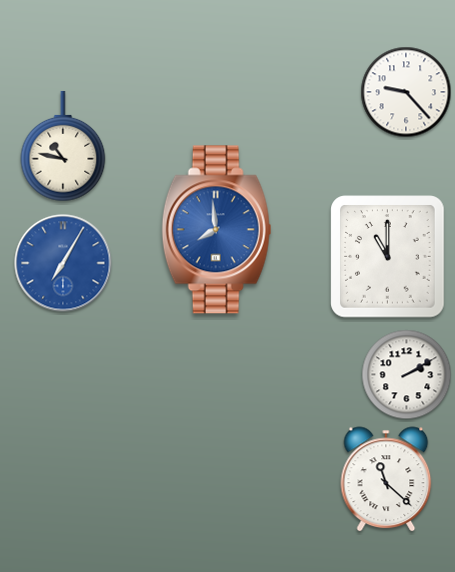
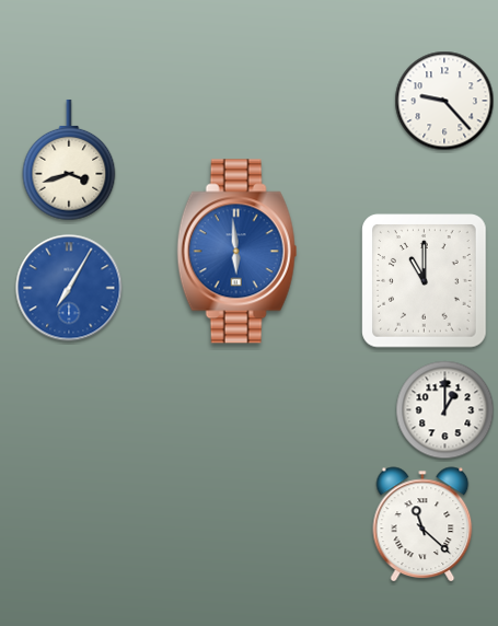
clock at (63, 146): 10:47 -> 3:42
clock at (217, 230): 7:59 -> 5:59
clock at (407, 375): 2:10 -> 1:00
